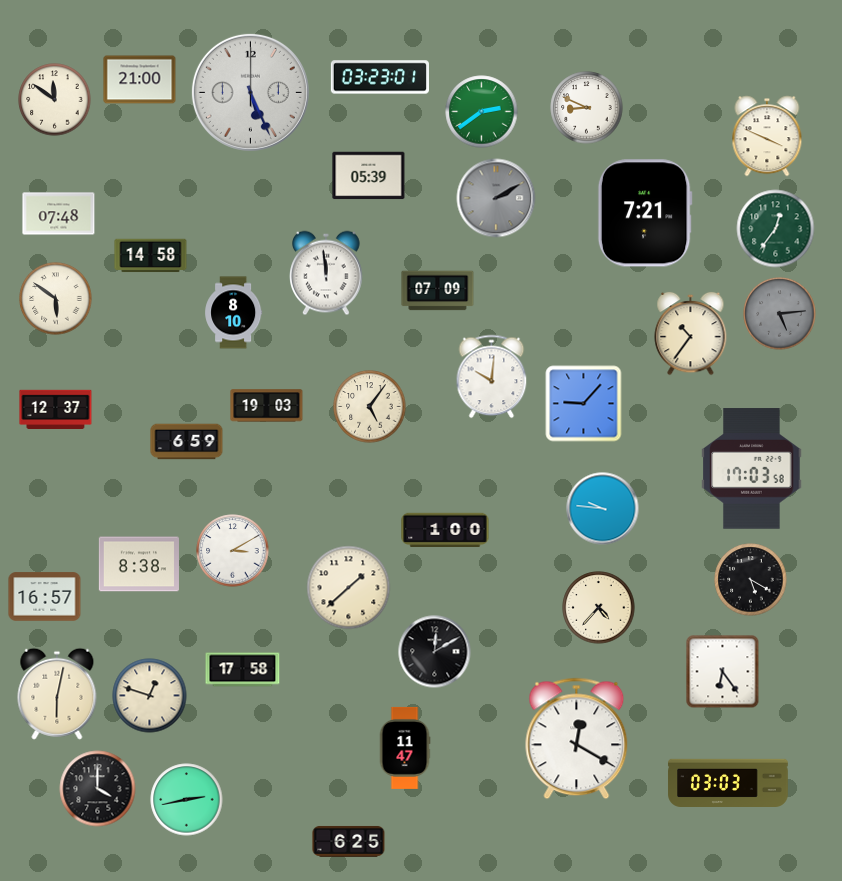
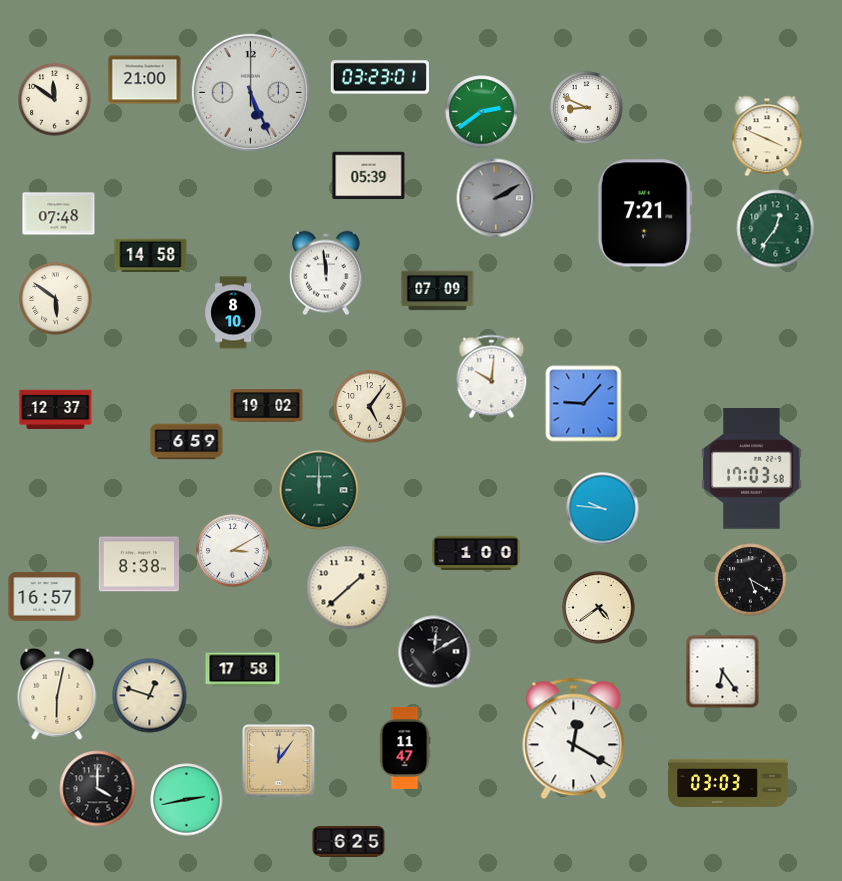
clock at (140, 80) position: (140, 80) -> (145, 80)
clock at (780, 314): 5:14 -> none
clock at (691, 334): 10:36 -> none
clock at (267, 406): 19:03 -> 19:02
clock at (319, 490): none -> 12:00
clock at (445, 530) position: (445, 530) -> (476, 553)
clock at (599, 608): 4:37 -> 4:39
clock at (577, 739) position: (577, 739) -> (574, 739)
clock at (279, 761): none -> 12:06
